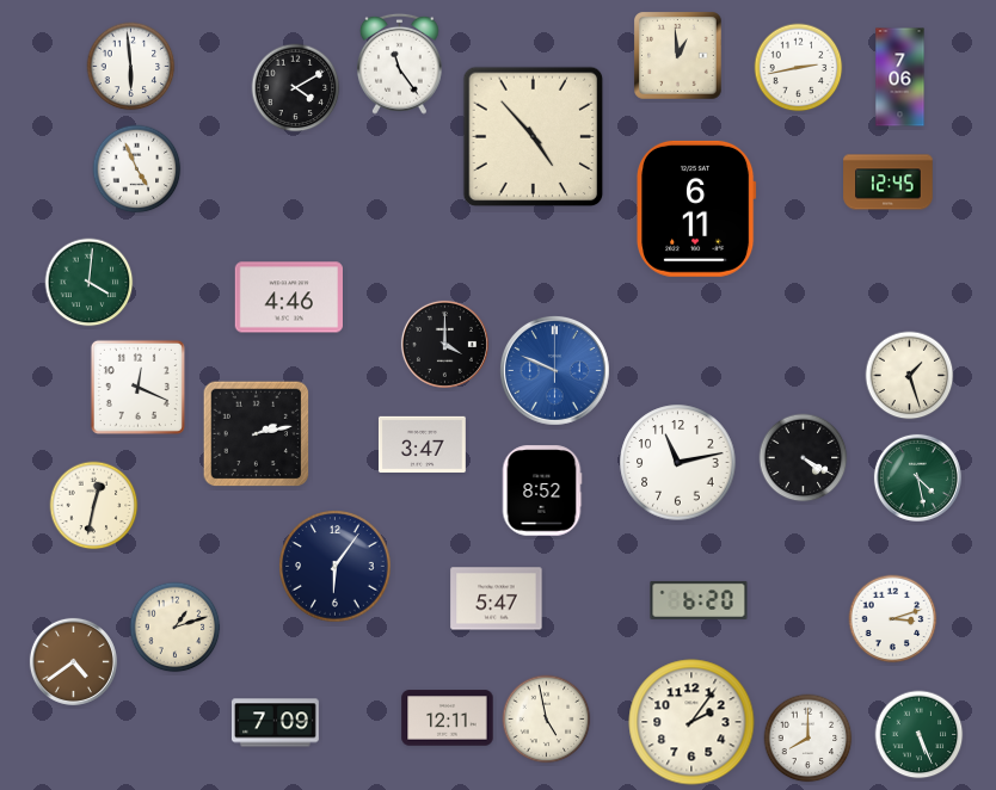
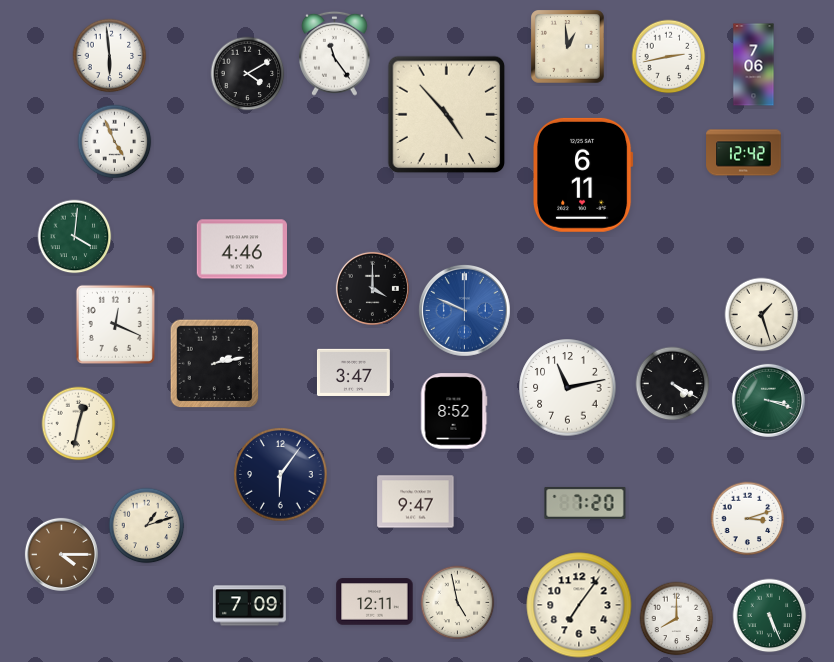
clock at (889, 183): 12:45 -> 12:42
clock at (917, 477): 4:28 -> 3:18
clock at (497, 599): 5:47 -> 9:47
clock at (699, 600): 6:20 -> 7:20
clock at (73, 661): 4:39 -> 4:15
clock at (691, 722): 2:06 -> 7:06
clock at (275, 723) position: (275, 723) -> (249, 606)
